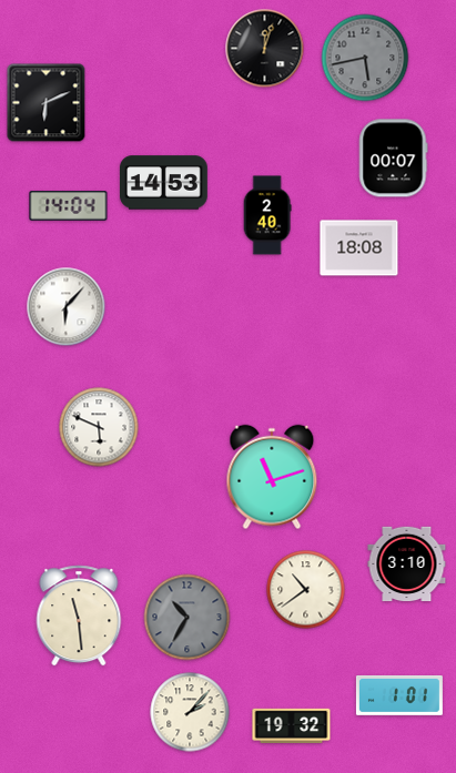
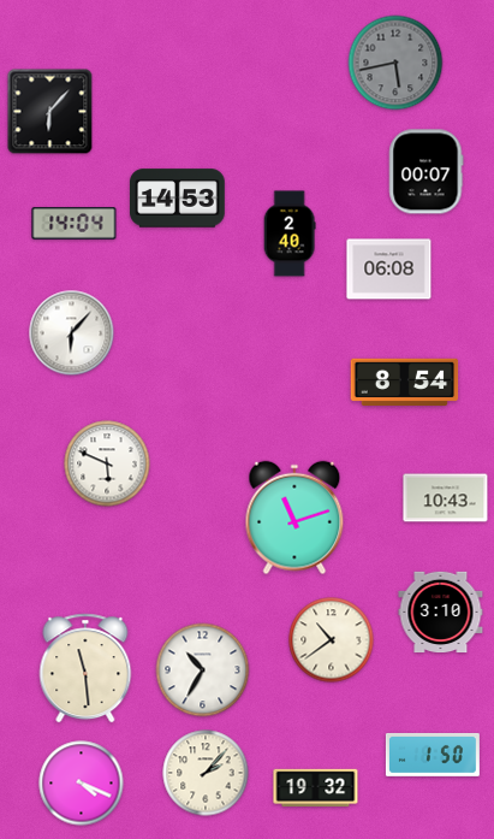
clock at (265, 49): 12:03 -> none
clock at (47, 103): 6:11 -> 6:07
clock at (359, 248): 18:08 -> 06:08
clock at (405, 382): none -> 8:54
clock at (446, 498): none -> 10:43
clock at (188, 618) dial: grey -> white
clock at (399, 695): 1:01 -> 1:50
clock at (82, 784): none -> 4:19
